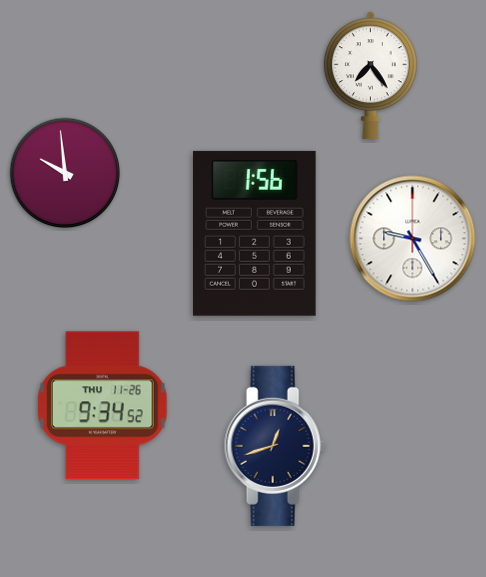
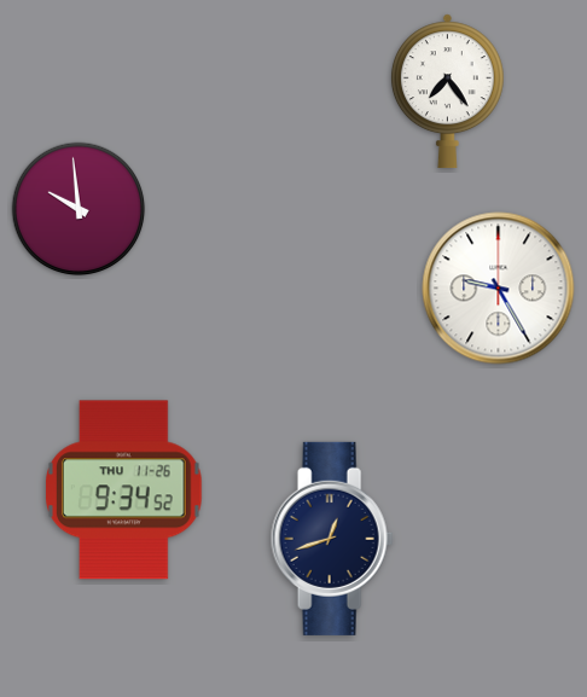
clock at (254, 233): 1:56 -> none
